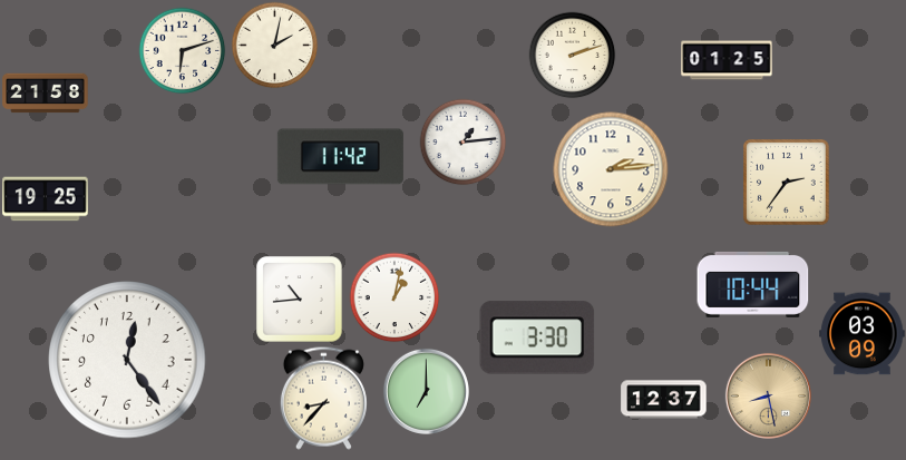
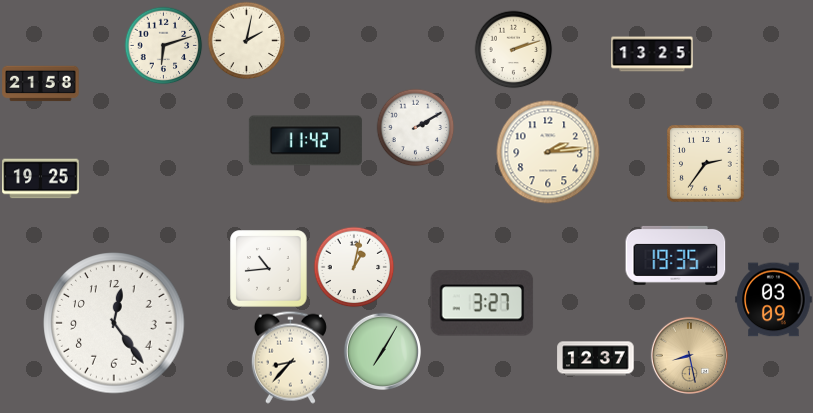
clock at (727, 60): 01:25 -> 13:25
clock at (462, 141): 1:14 -> 2:10
clock at (753, 284): 10:44 -> 19:35
clock at (537, 337): 3:30 -> 3:27
clock at (426, 391): 7:00 -> 7:05
